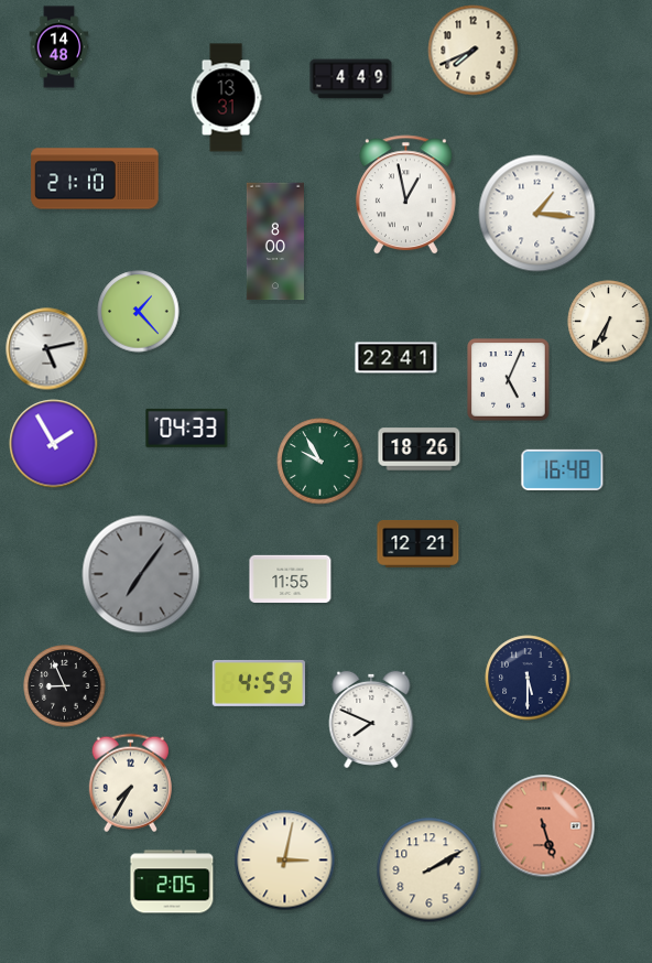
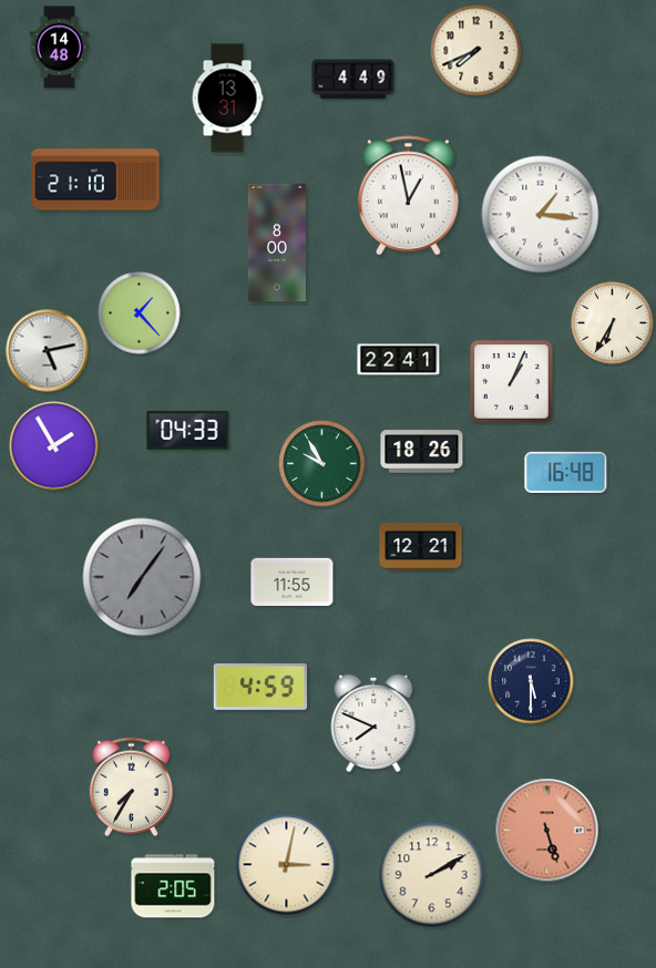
clock at (509, 380): 5:04 -> 1:04
clock at (65, 686): 8:56 -> none
